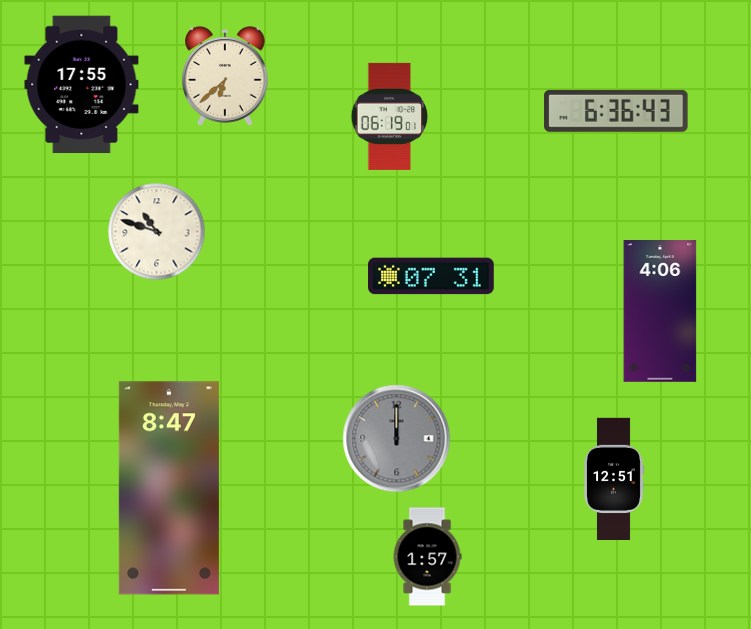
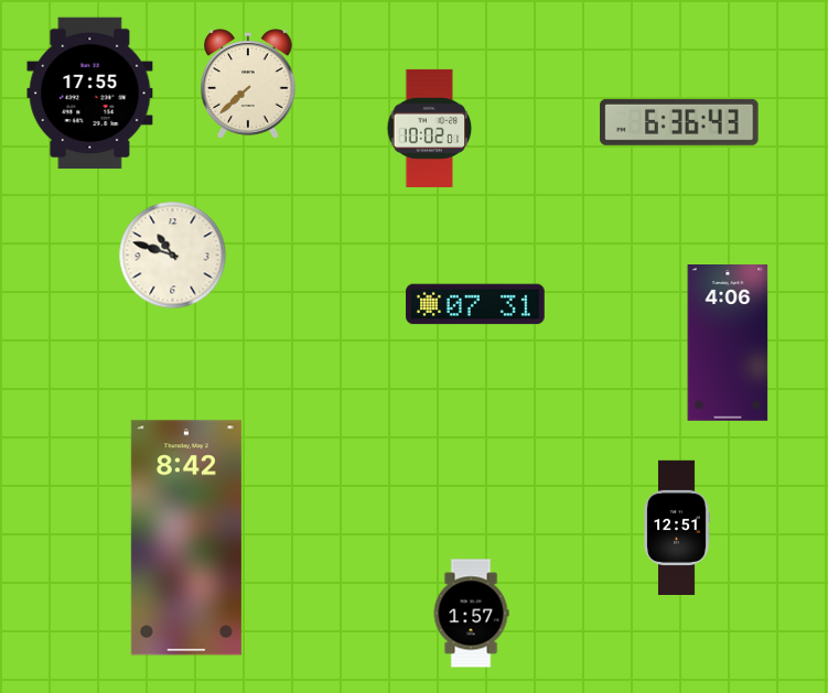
clock at (226, 76): 6:38 -> 7:38
clock at (390, 116): 06:19 -> 10:02
clock at (397, 439): 12:00 -> none
clock at (169, 488): 8:47 -> 8:42
